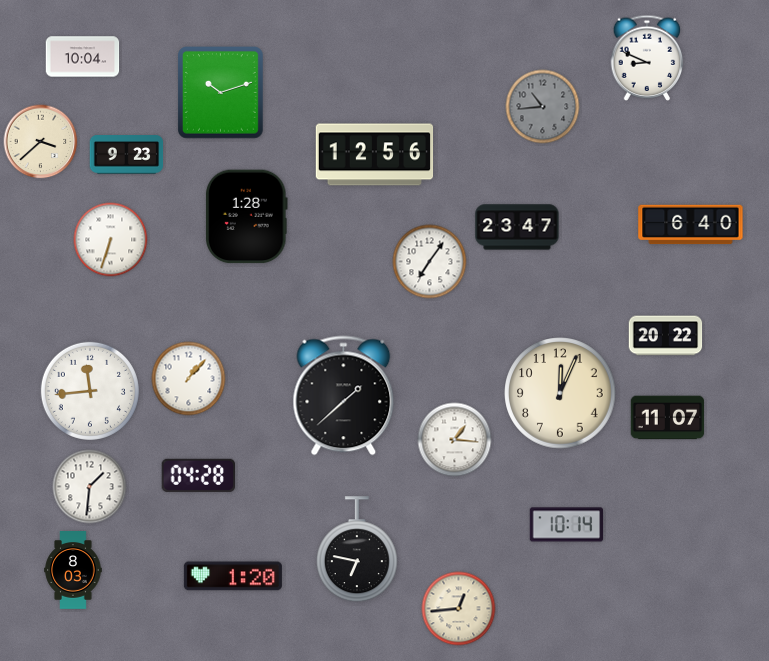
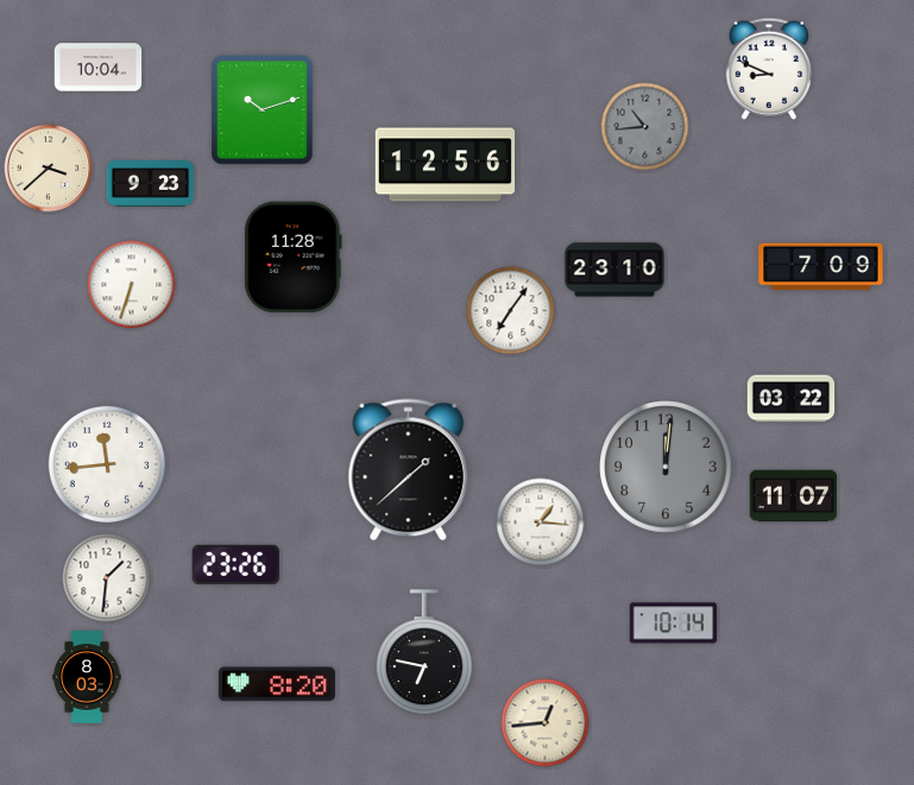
clock at (375, 155) position: (375, 155) -> (446, 165)
clock at (247, 217): 1:28 -> 11:28
clock at (691, 225): 6:40 -> 7:09
clock at (517, 227): 23:47 -> 23:10
clock at (666, 336): 20:22 -> 03:22
clock at (189, 379): 1:07 -> none
clock at (560, 393): 12:04 -> 12:01
clock at (560, 393) dial: cream -> grey
clock at (198, 475): 04:28 -> 23:26
clock at (233, 576): 1:20 -> 8:20
